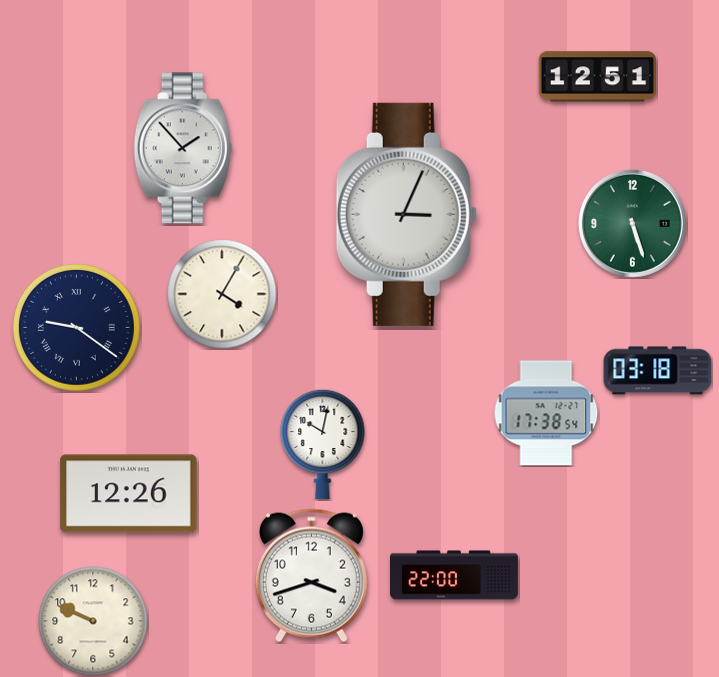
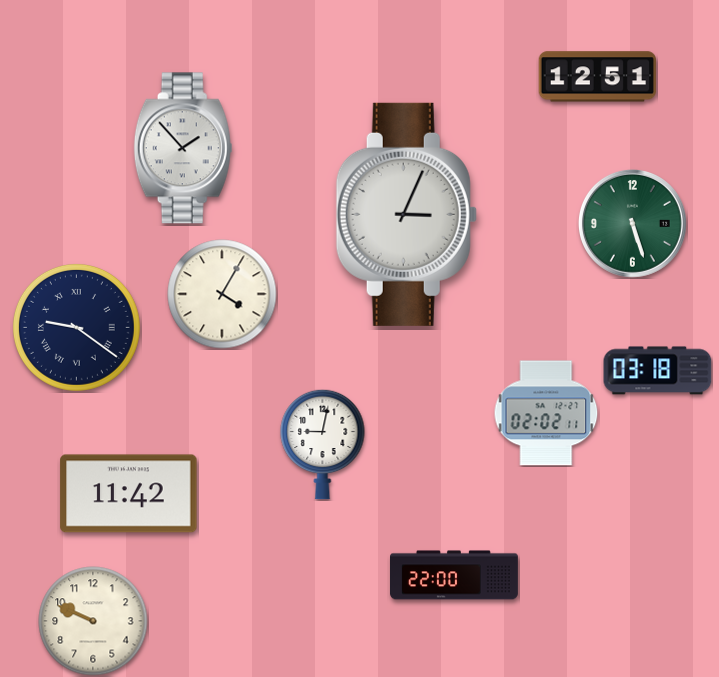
clock at (546, 413): 17:38 -> 02:02
clock at (323, 444): 10:02 -> 9:02
clock at (129, 494): 12:26 -> 11:42
clock at (311, 576): 3:42 -> none
